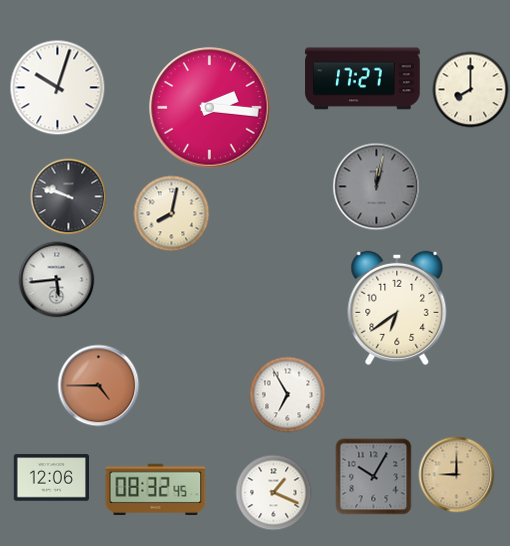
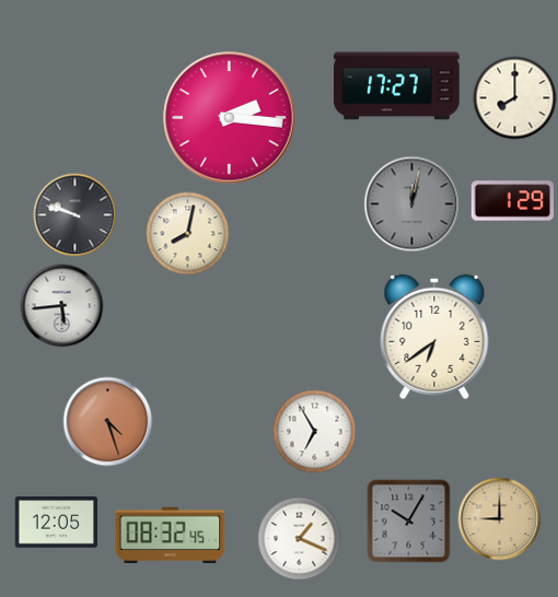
clock at (58, 88): 10:03 -> none
clock at (512, 201): none -> 1:29
clock at (99, 386): 4:45 -> 4:27
clock at (52, 478): 12:06 -> 12:05
